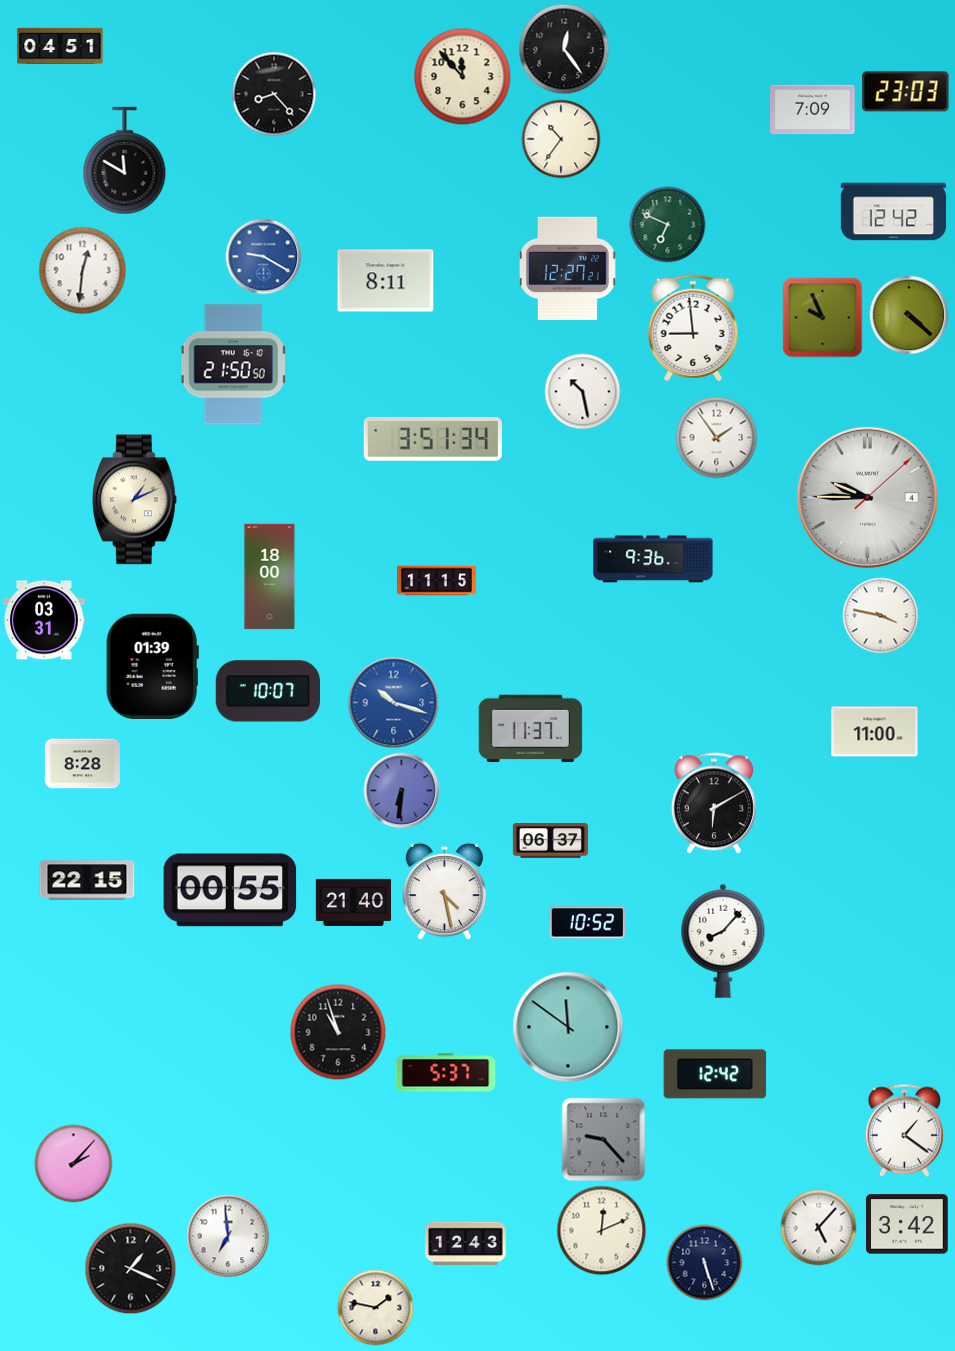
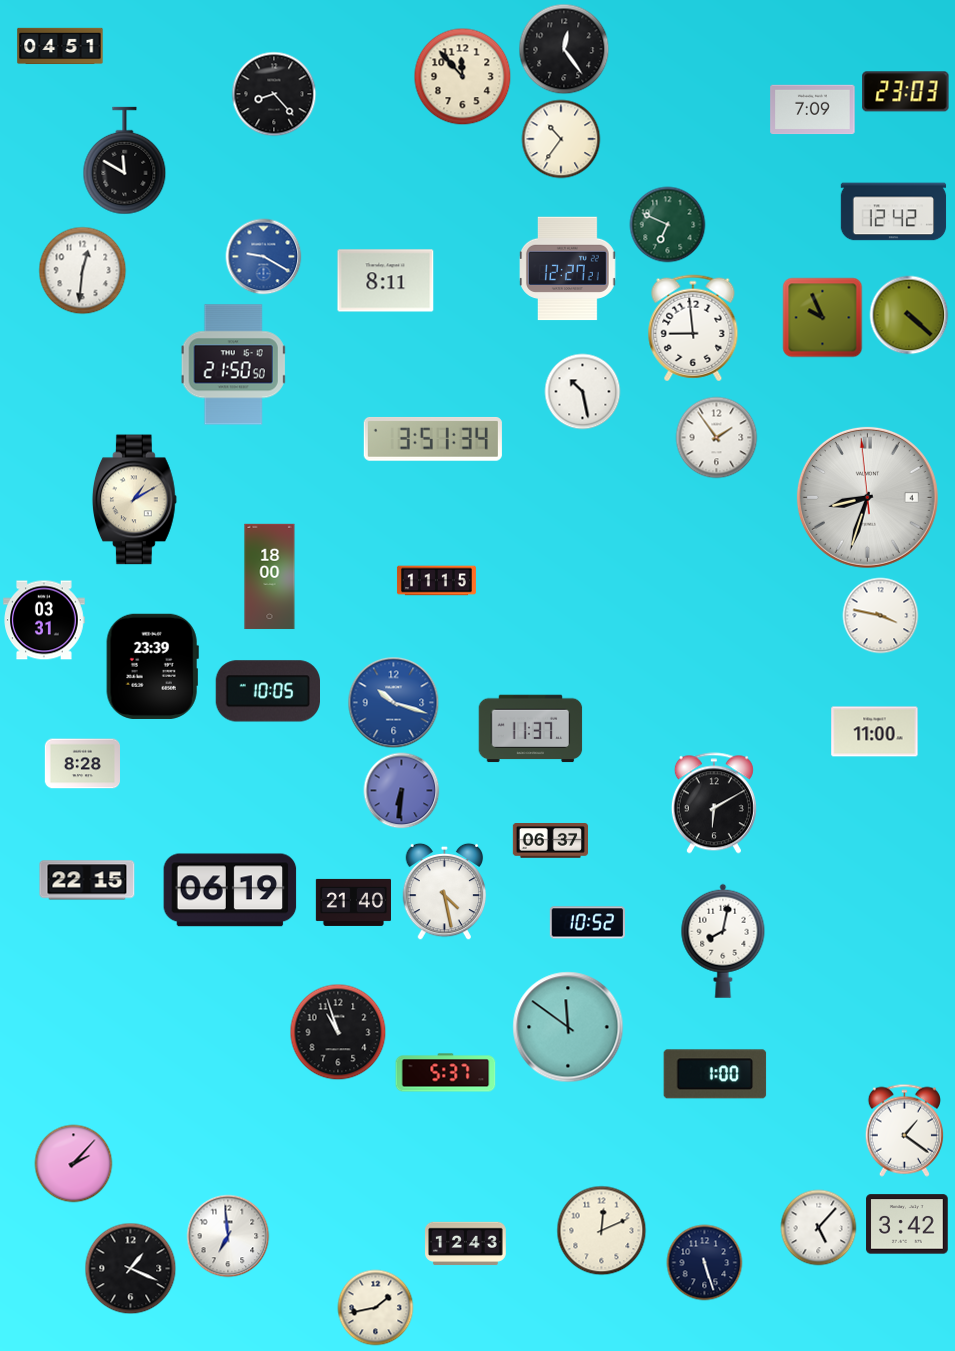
clock at (867, 497): 9:45 -> 8:32
clock at (135, 500): 1:11 -> 1:10
clock at (653, 559): 9:36 -> none
clock at (152, 666): 01:39 -> 23:39
clock at (267, 691): 10:07 -> 10:05
clock at (230, 890): 00:55 -> 06:19
clock at (723, 941): 8:07 -> 8:02
clock at (715, 1074): 12:42 -> 1:00
clock at (604, 1140): 9:23 -> none
clock at (376, 1308): 1:47 -> 1:43
